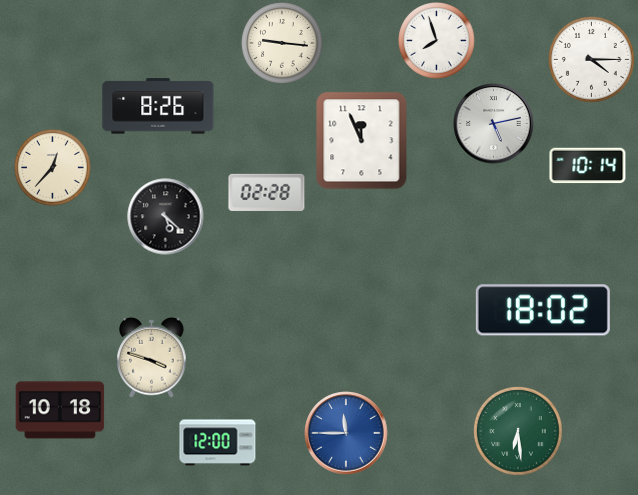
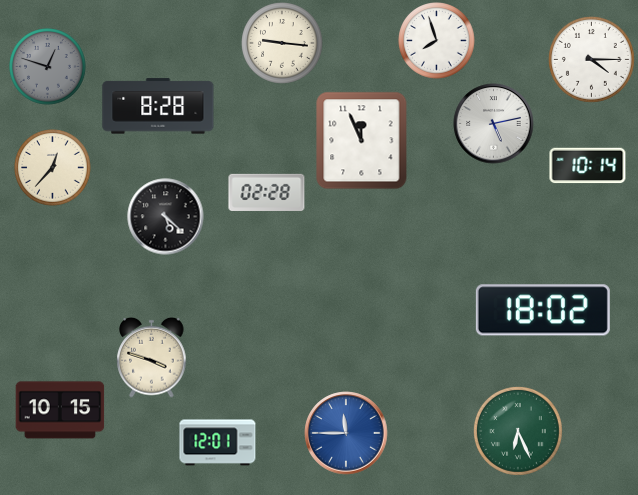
clock at (48, 67): none -> 12:48
clock at (158, 106): 8:26 -> 8:28
clock at (60, 410): 10:18 -> 10:15
clock at (518, 431): 6:29 -> 6:26
clock at (218, 443): 12:00 -> 12:01
